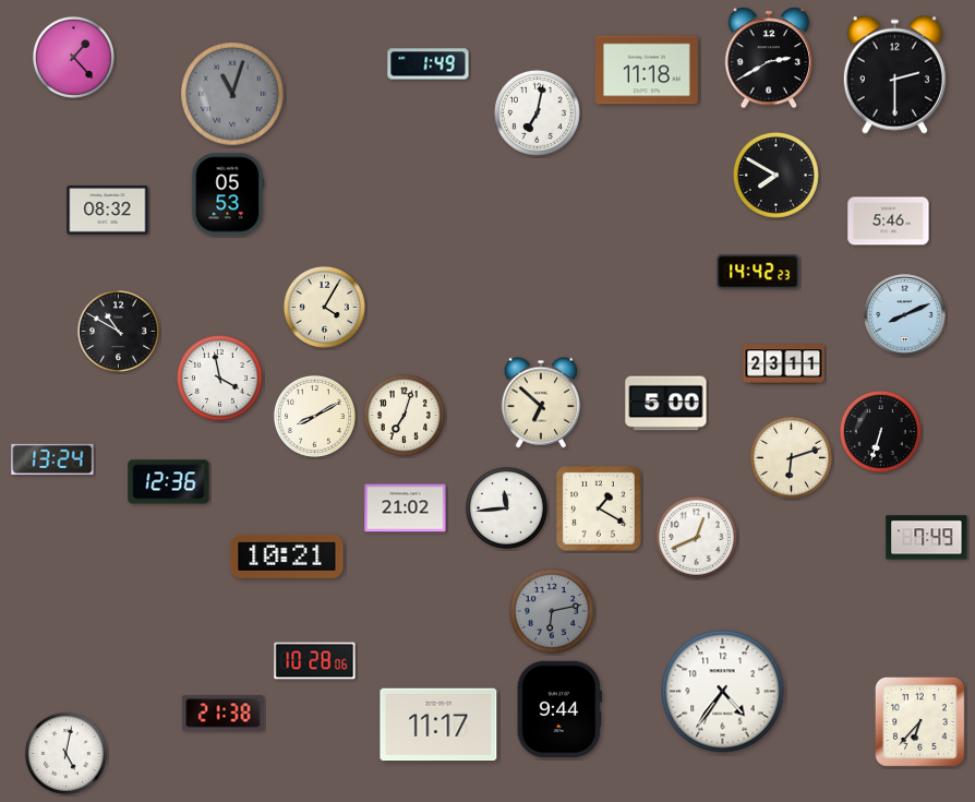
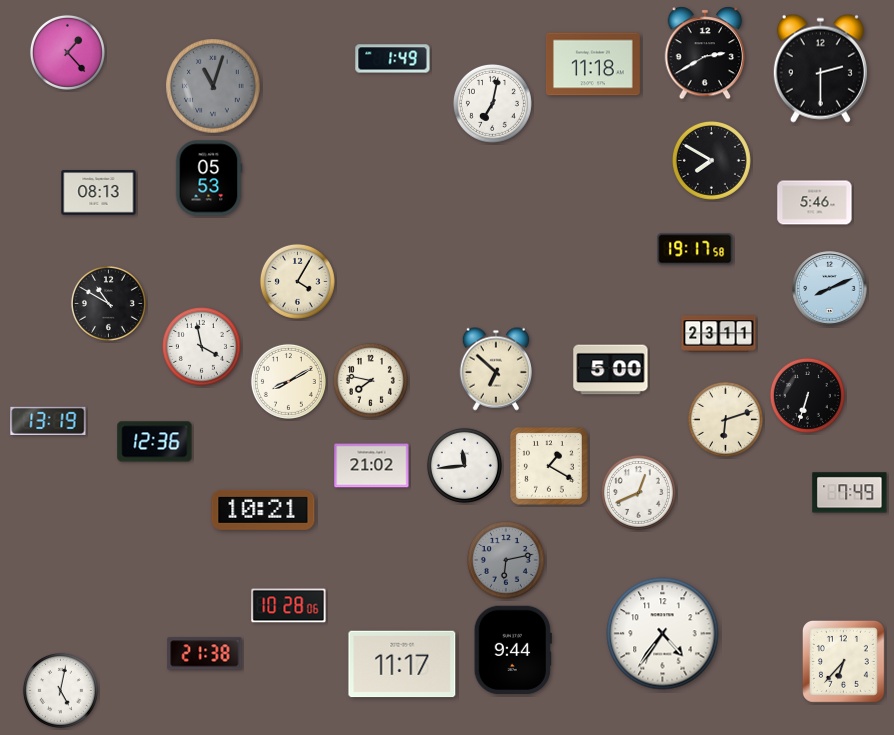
clock at (108, 211): 08:32 -> 08:13
clock at (758, 272): 14:42 -> 19:17
clock at (404, 415): 7:03 -> 7:47
clock at (52, 458): 13:24 -> 13:19
